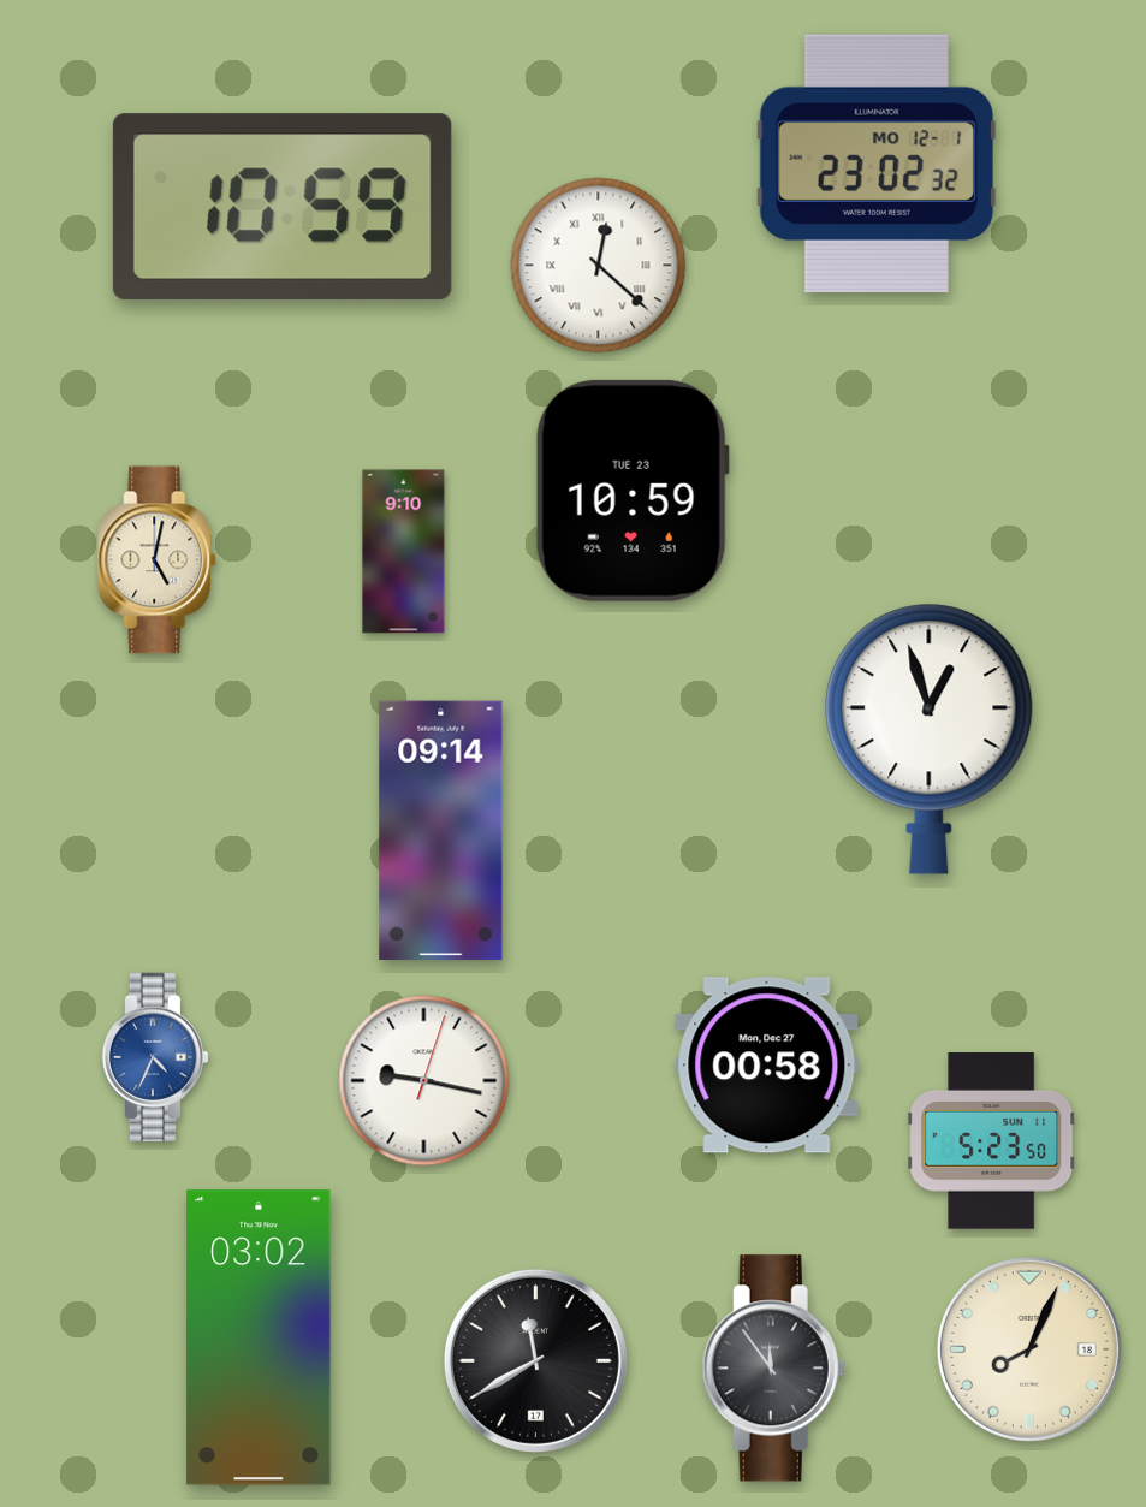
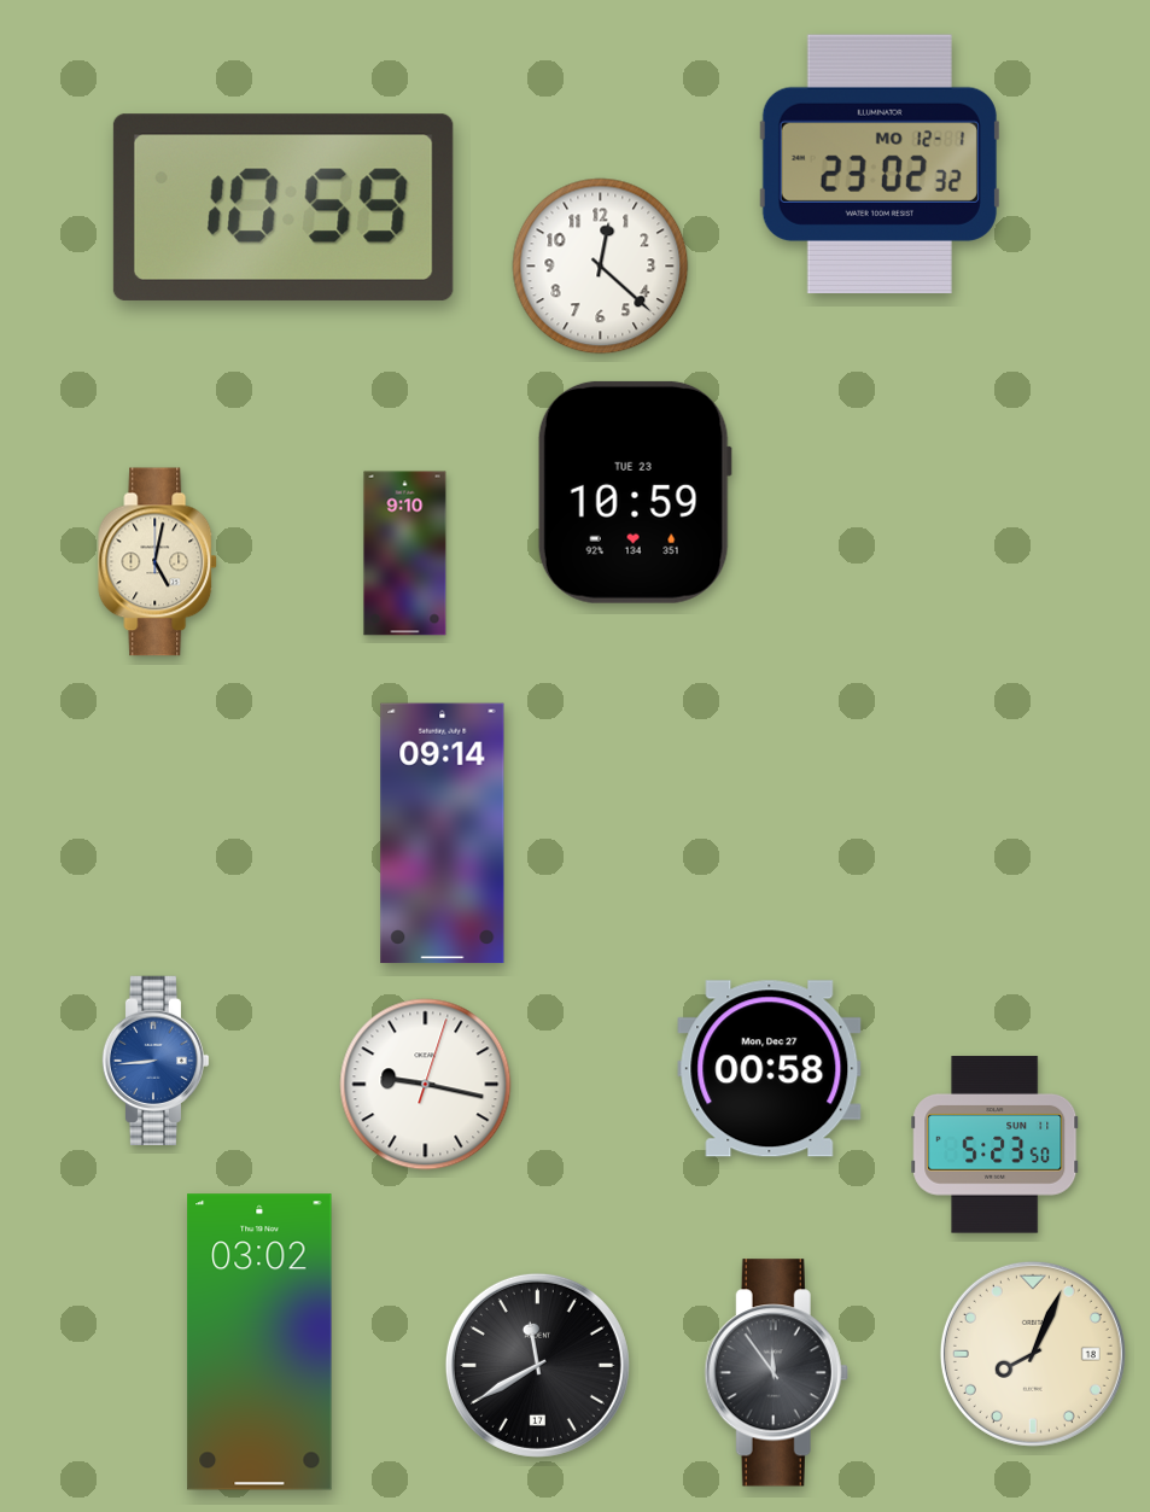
clock at (599, 266) numerals: Roman -> Arabic
clock at (930, 738): 12:57 -> none
clock at (155, 1056): 4:34 -> 8:44
